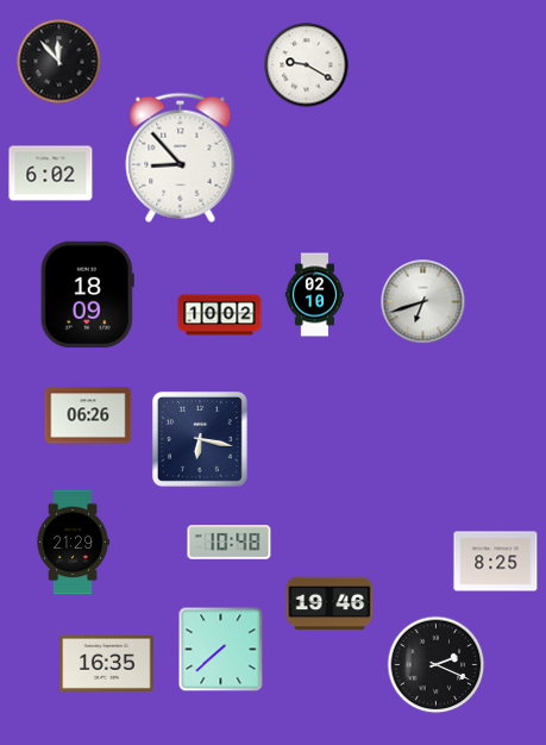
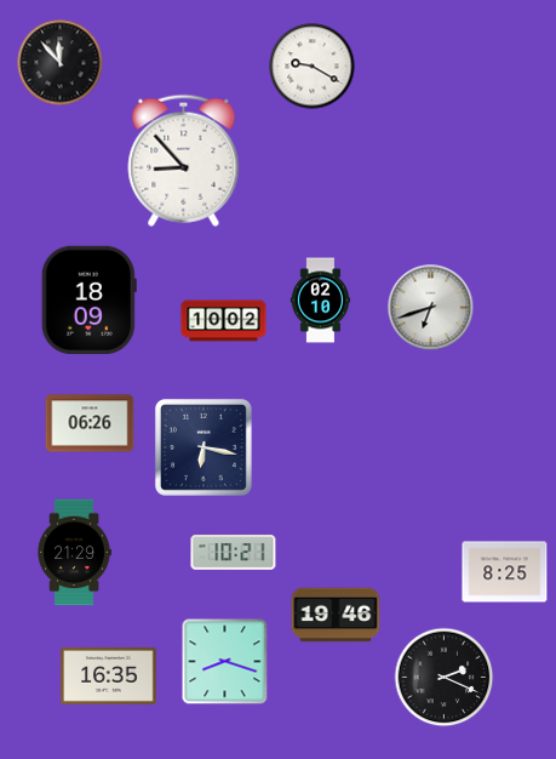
clock at (51, 174): 6:02 -> none
clock at (230, 543): 10:48 -> 10:21
clock at (221, 650): 7:38 -> 8:18
